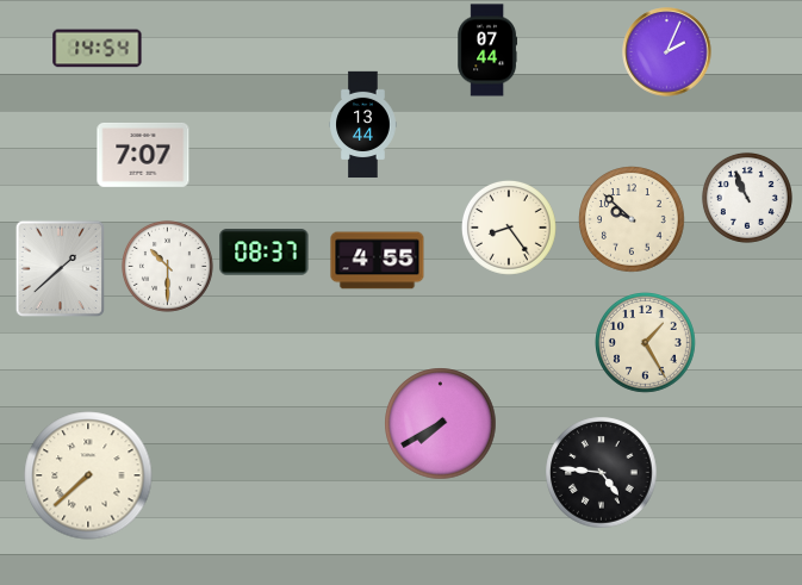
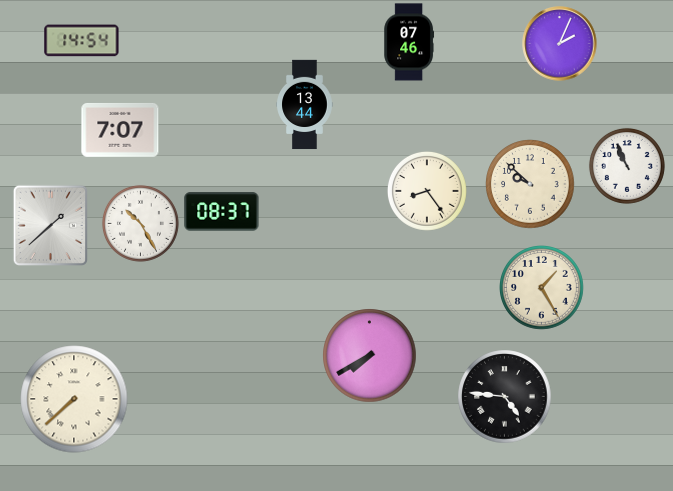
clock at (487, 50): 07:44 -> 07:46
clock at (378, 261): 4:55 -> none
clock at (167, 266): 10:30 -> 10:25
